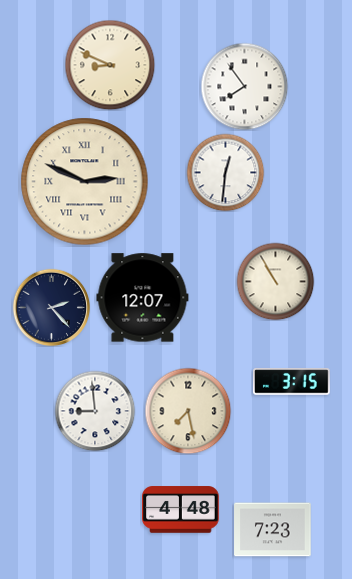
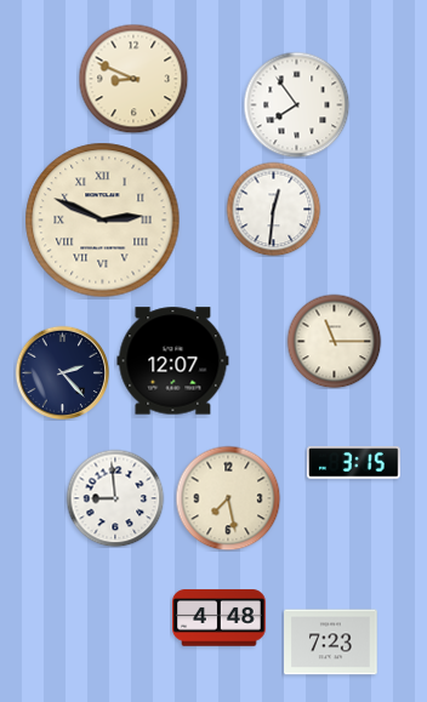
clock at (275, 281): 10:55 -> 11:15
